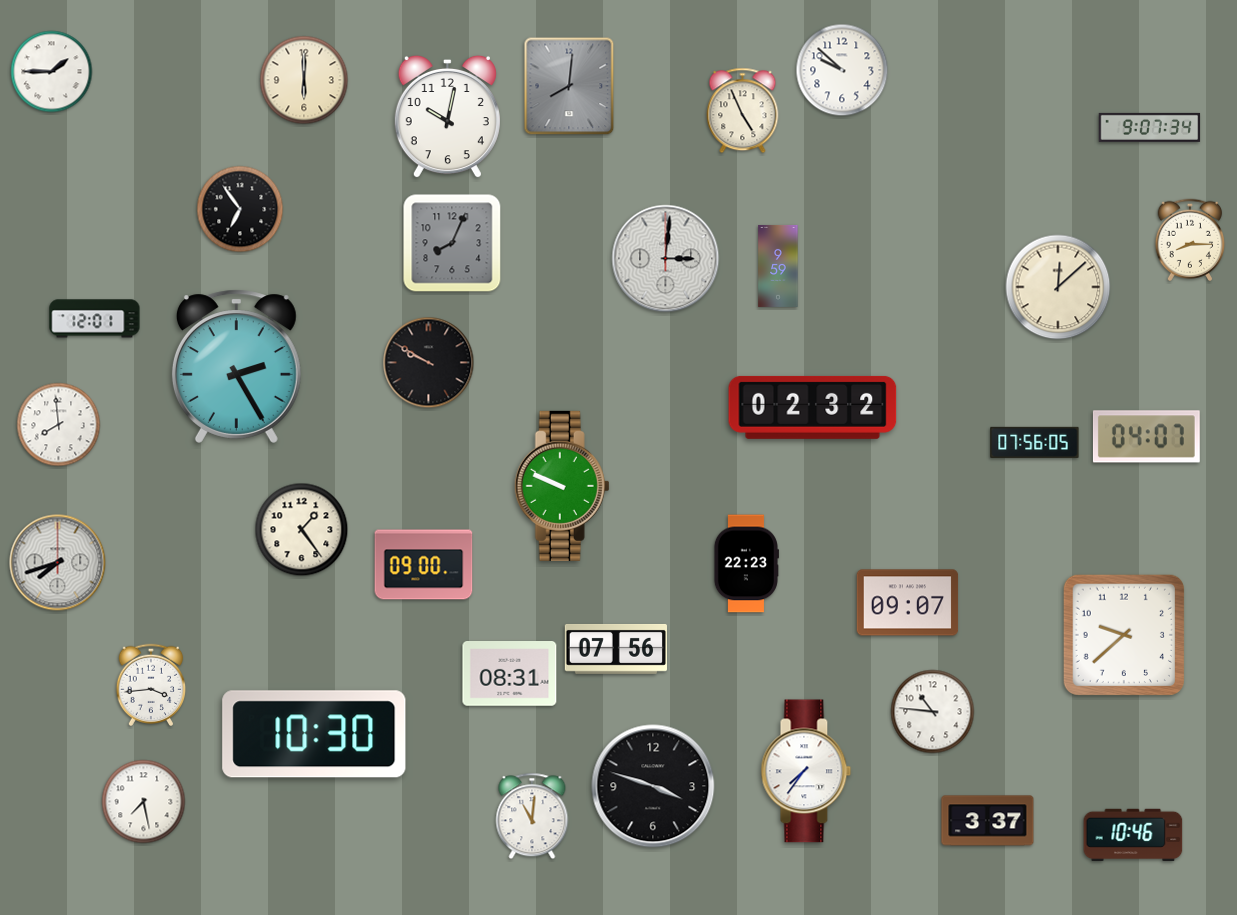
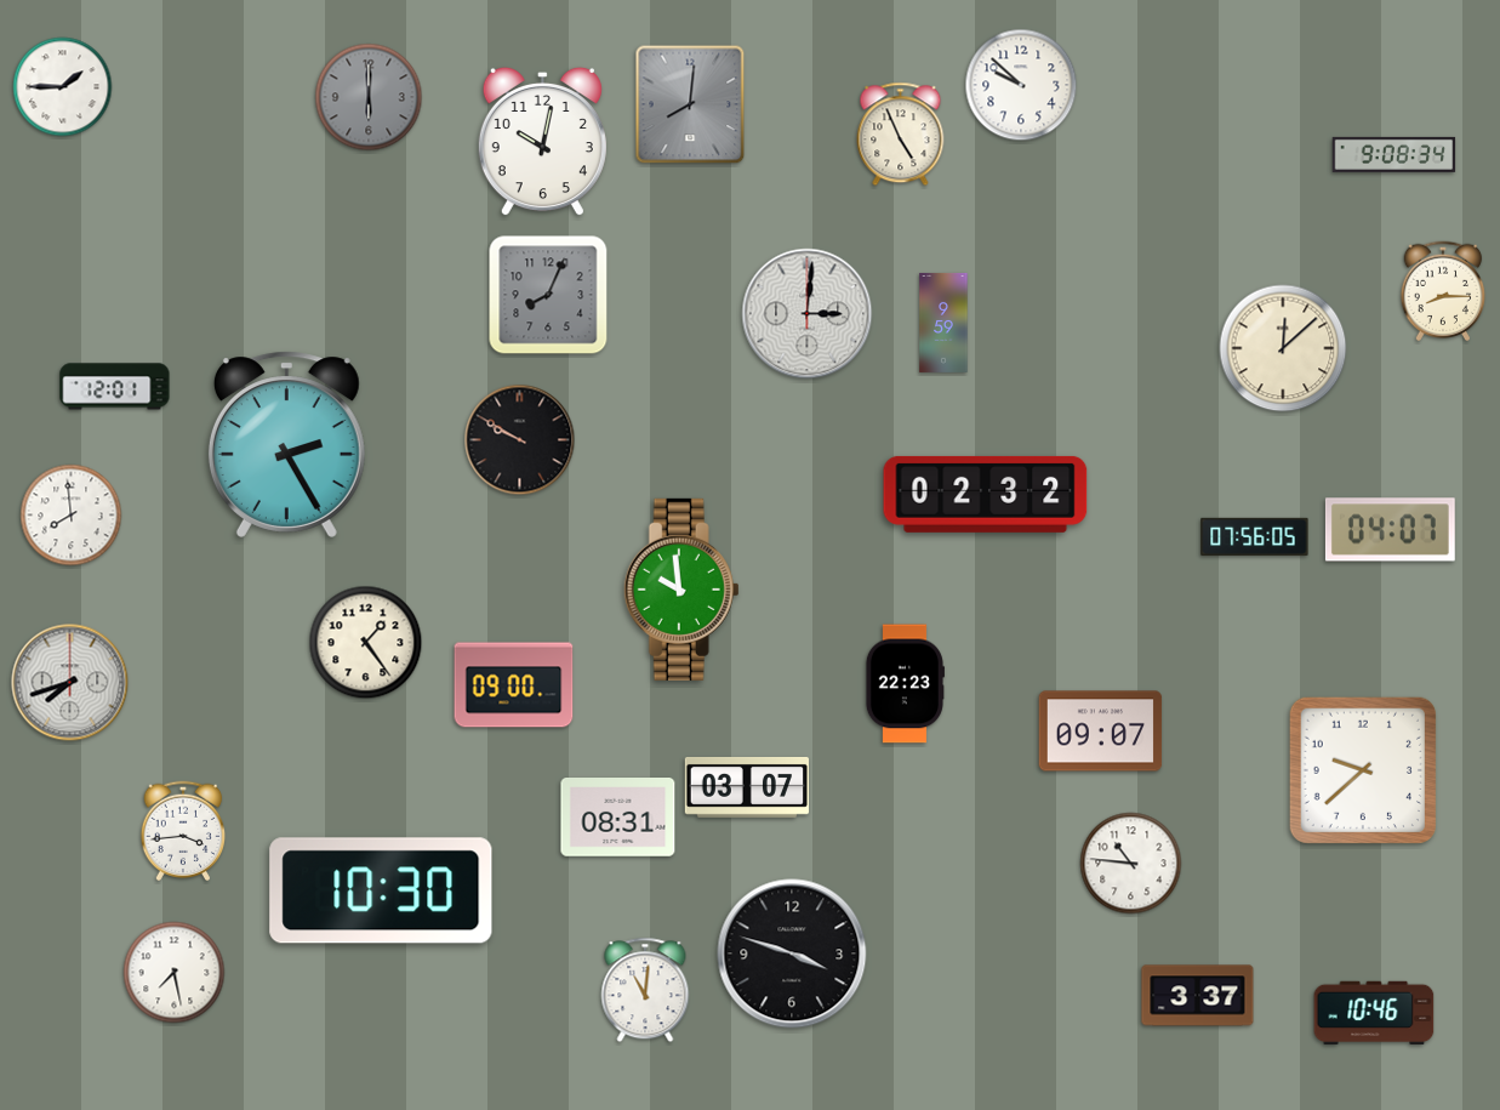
clock at (304, 80) dial: cream -> grey
clock at (1150, 127): 9:07 -> 9:08
clock at (240, 209): 6:54 -> none
clock at (562, 486): 9:49 -> 9:59
clock at (616, 649): 07:56 -> 03:07
clock at (806, 771): 7:36 -> none
